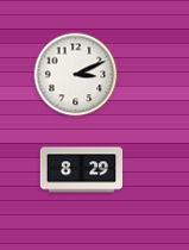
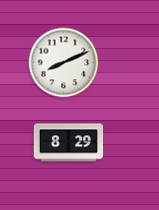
clock at (76, 75): 3:11 -> 8:11
